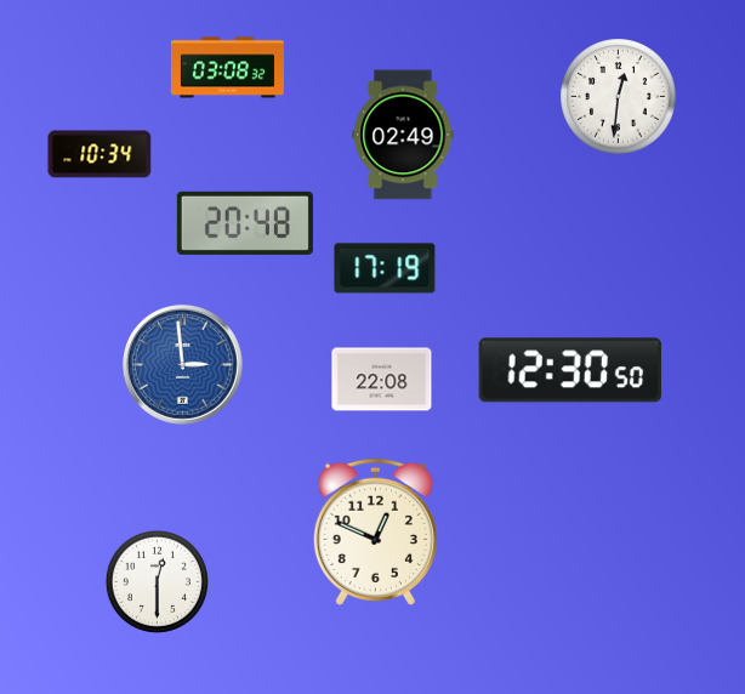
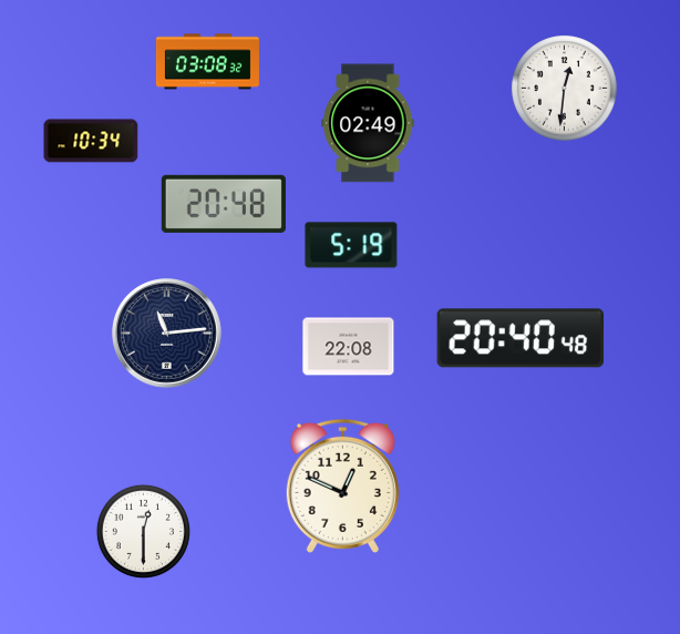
clock at (385, 268): 17:19 -> 5:19
clock at (183, 365): 2:59 -> 11:14
clock at (183, 365) dial: blue -> navy
clock at (570, 370): 12:30 -> 20:40
